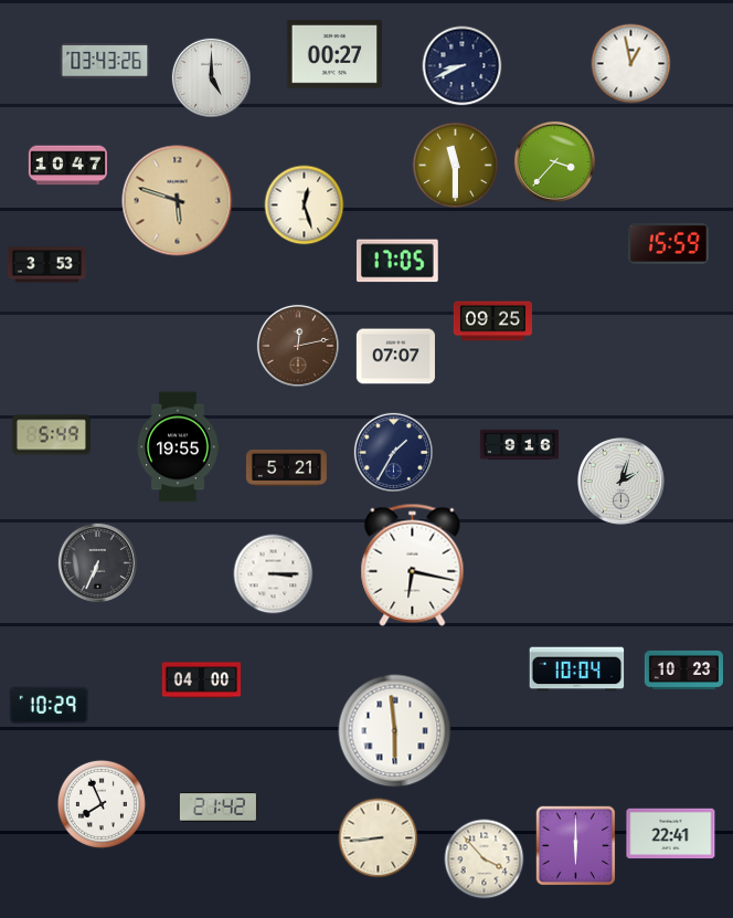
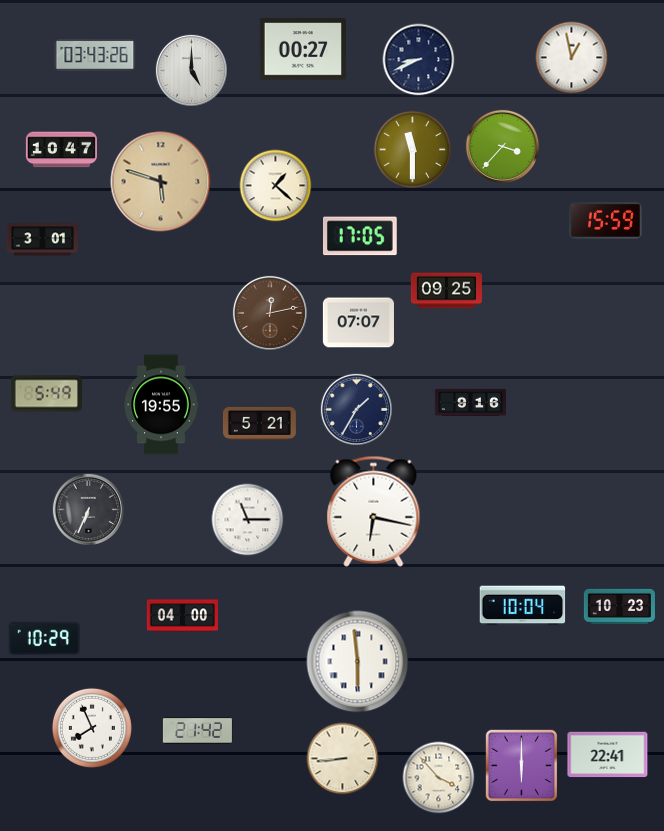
clock at (305, 205): 12:27 -> 1:22
clock at (46, 265): 3:53 -> 3:01
clock at (622, 482): 2:03 -> none
clock at (274, 574): 3:15 -> 11:15
